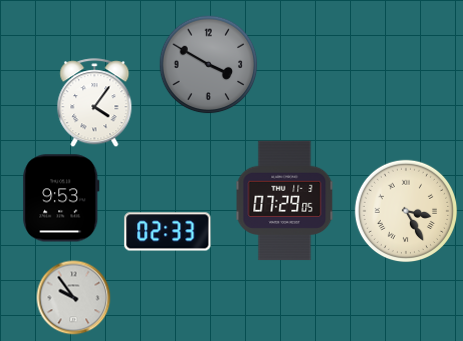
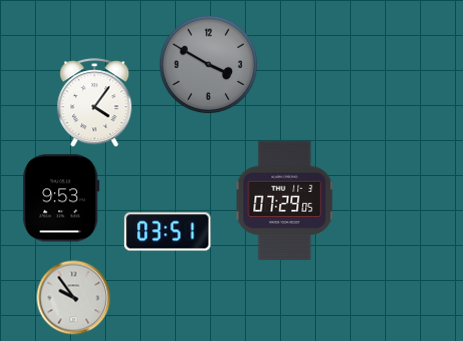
clock at (406, 211): 3:25 -> none
clock at (168, 232): 02:33 -> 03:51
